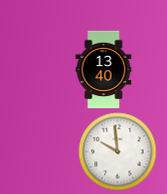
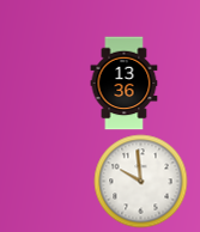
clock at (104, 69): 13:40 -> 13:36
